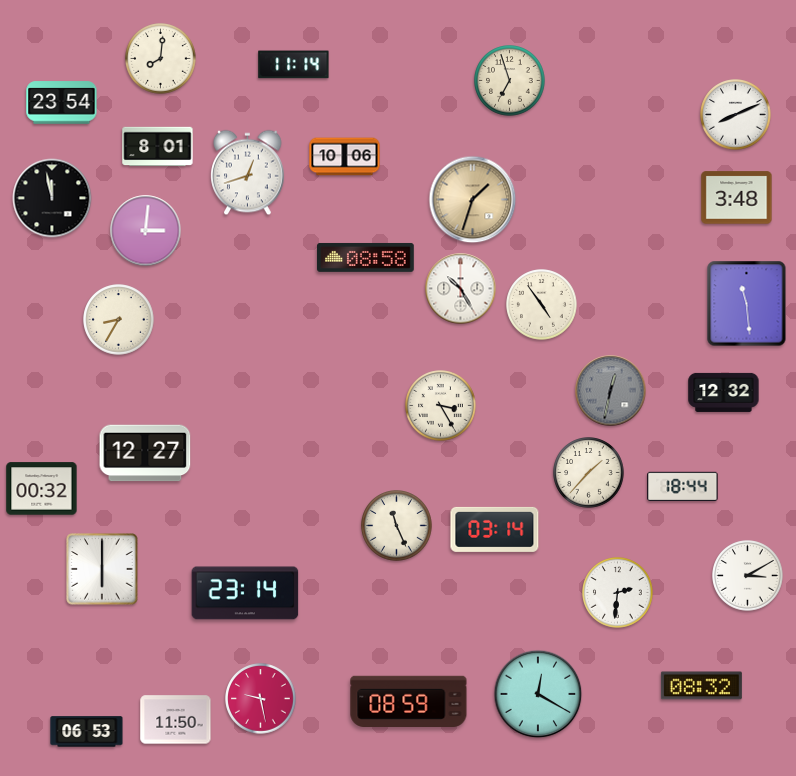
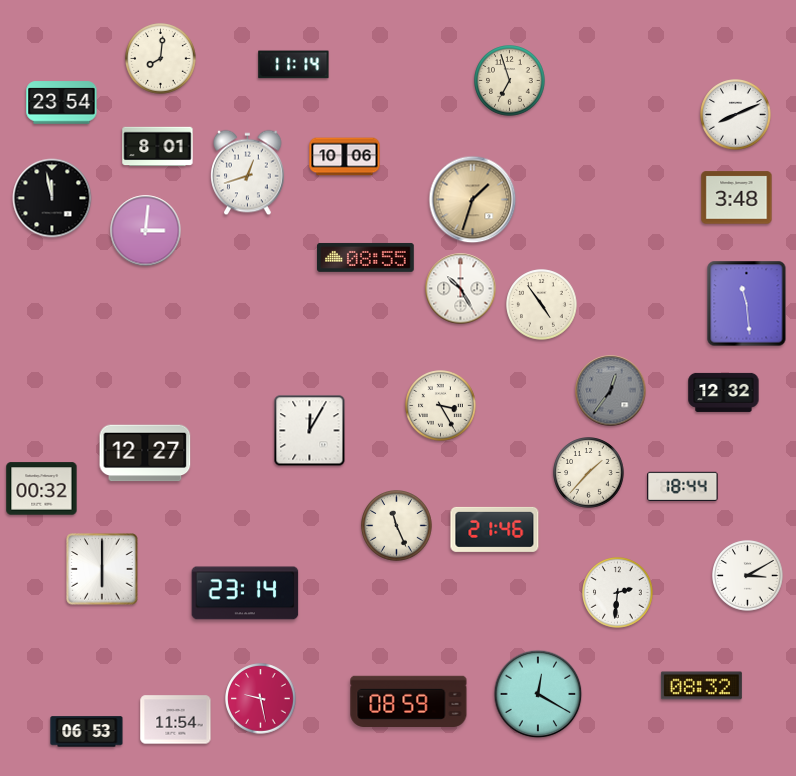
clock at (366, 257): 08:58 -> 08:55
clock at (119, 320): 8:35 -> none
clock at (611, 391): 12:32 -> 12:36
clock at (310, 431): none -> 12:05
clock at (495, 529): 03:14 -> 21:46
clock at (176, 720): 11:50 -> 11:54
